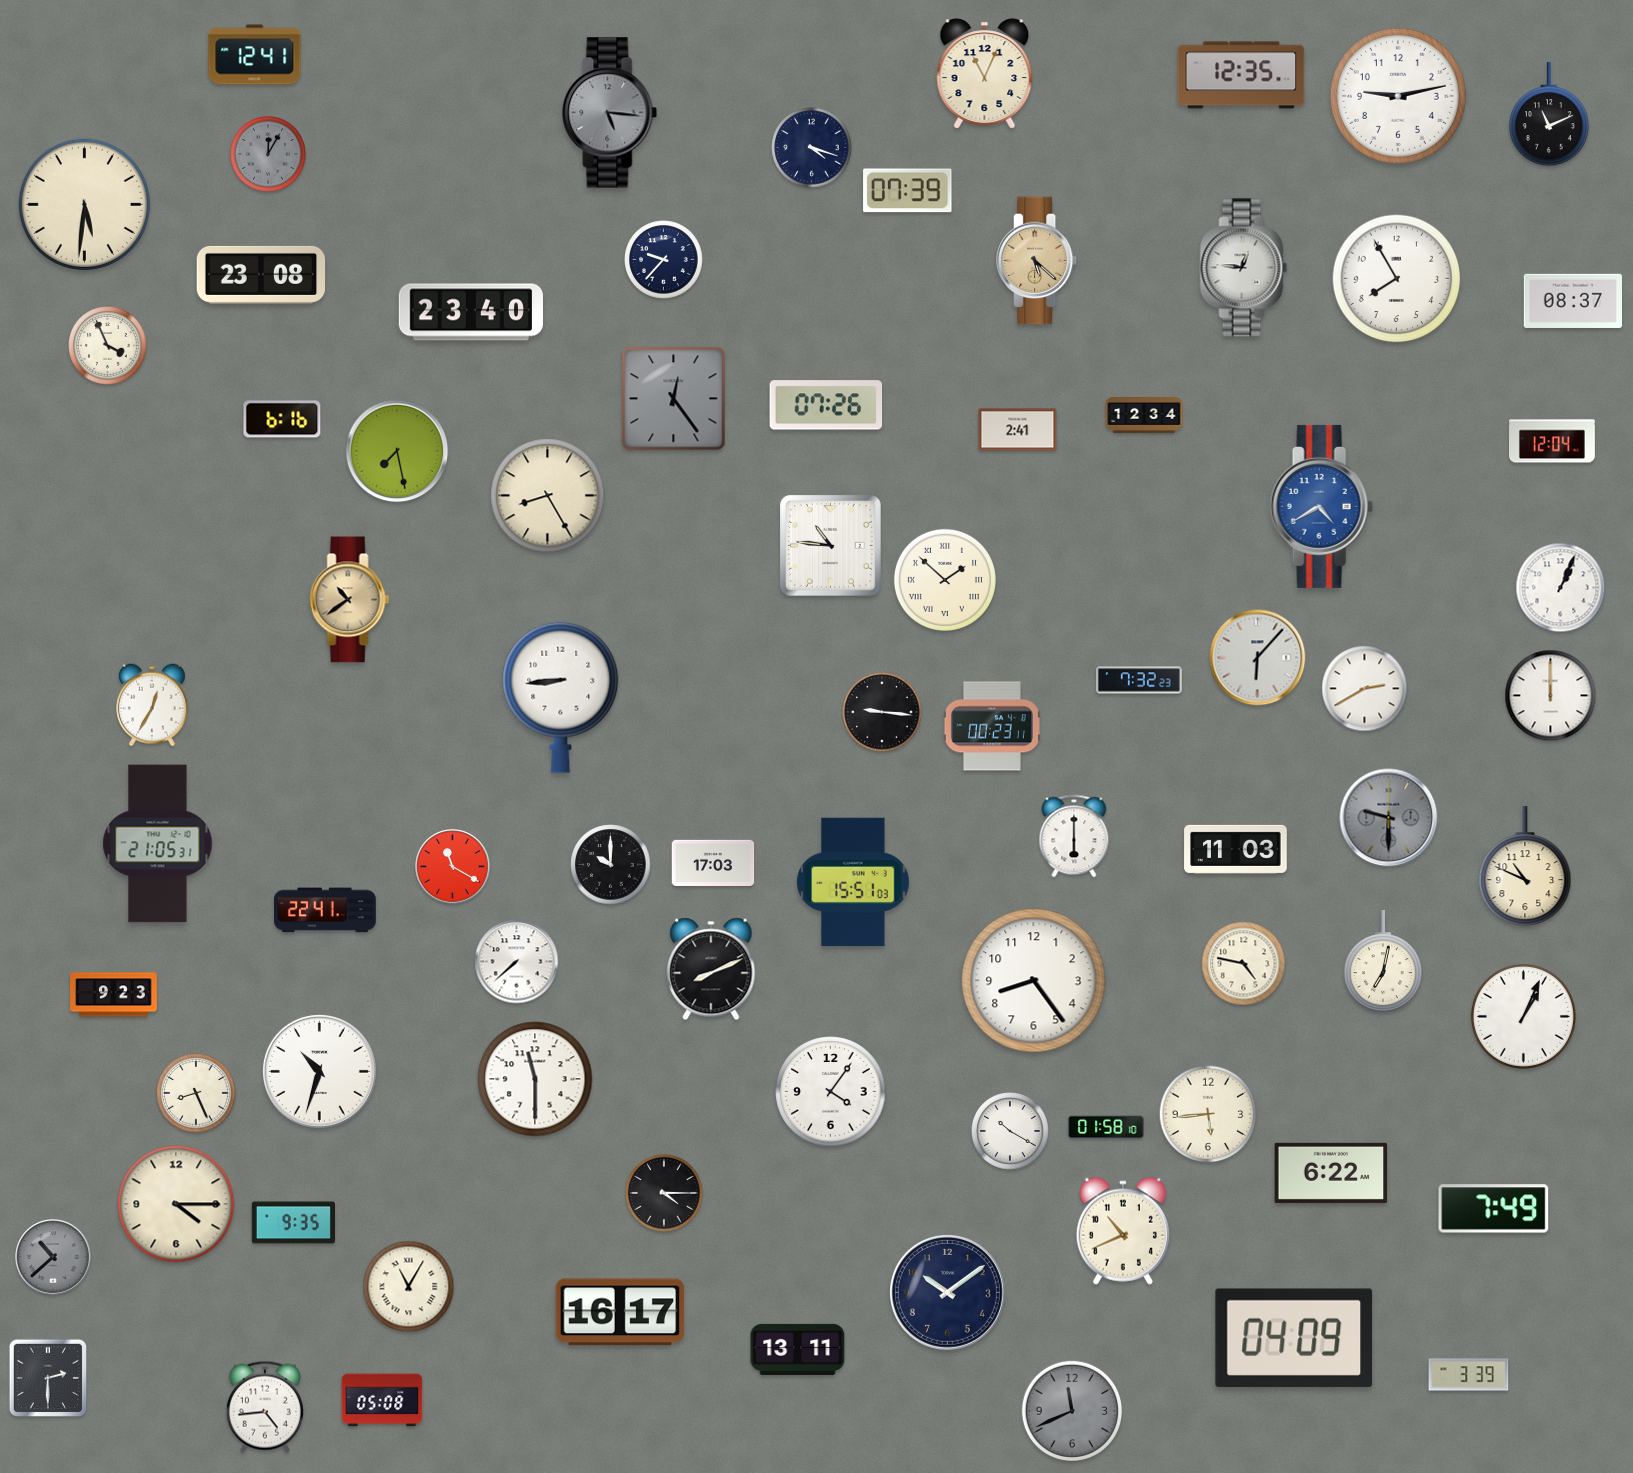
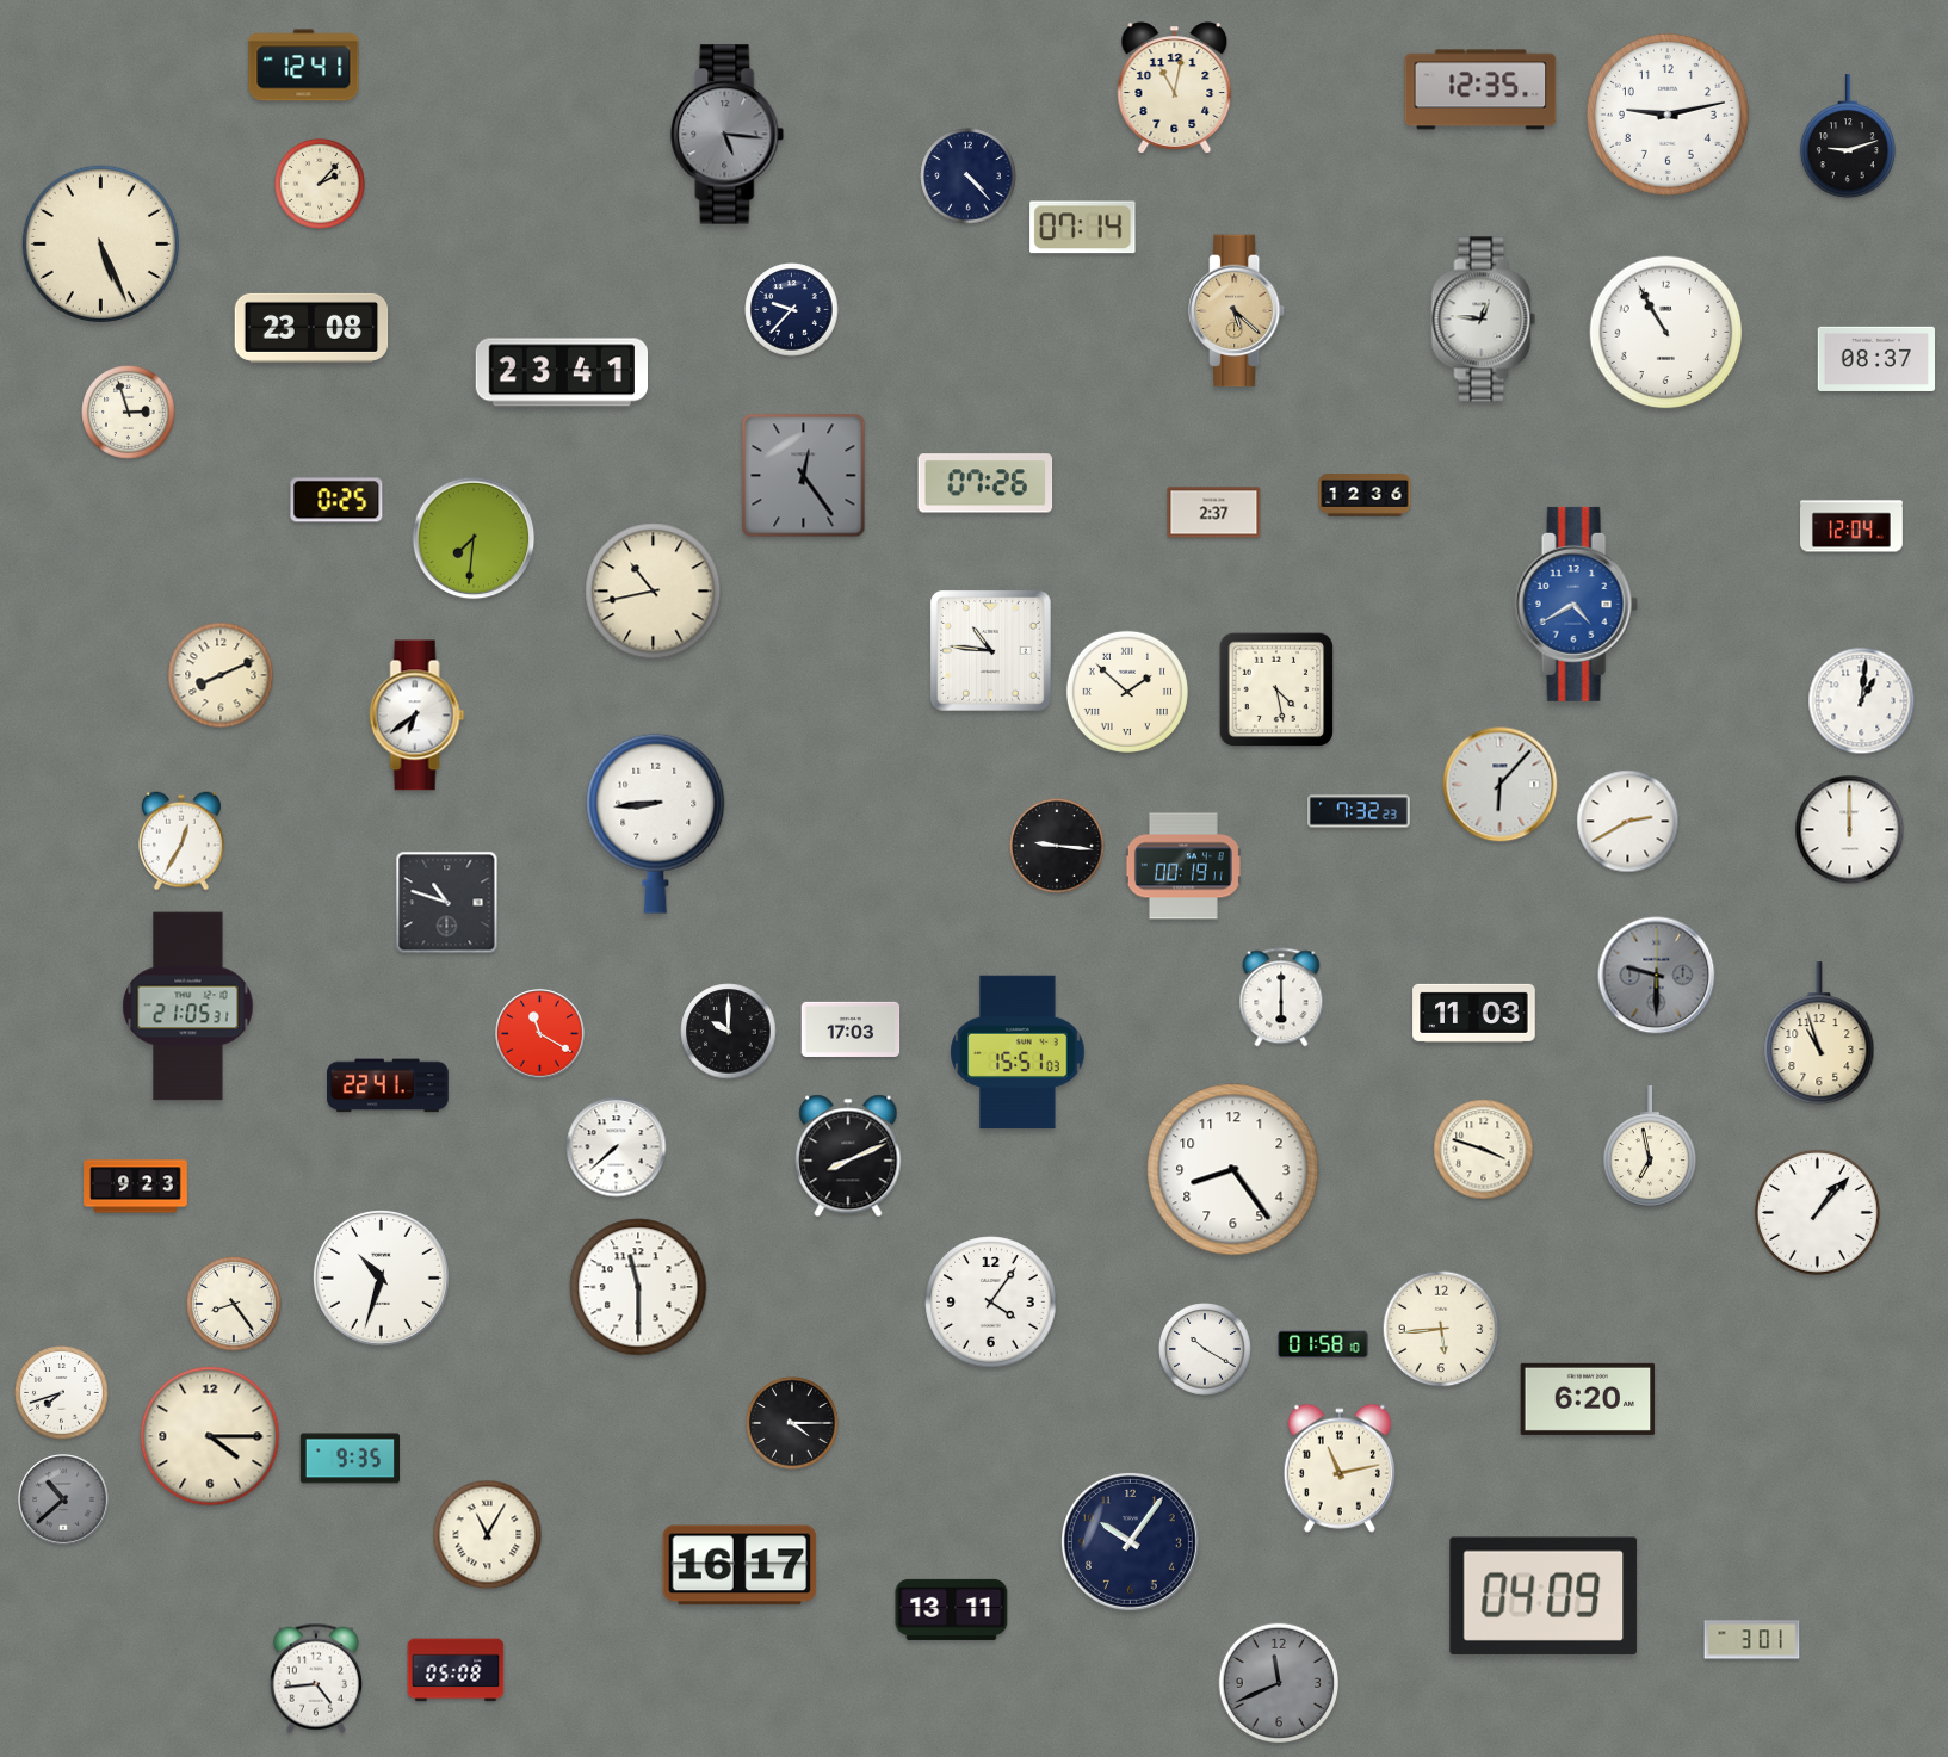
clock at (985, 74): 11:04 -> 11:02
clock at (1549, 115): 11:11 -> 9:12
clock at (812, 148): 4:18 -> 4:23
clock at (268, 154): 12:05 -> 2:07
clock at (268, 154) dial: grey -> cream
clock at (908, 191): 07:39 -> 07:14
clock at (84, 204): 5:31 -> 5:26
clock at (1397, 279): 7:55 -> 10:55
clock at (470, 312): 23:40 -> 23:41
clock at (108, 346): 3:56 -> 2:57
clock at (1144, 416): 12:34 -> 12:36
clock at (282, 419): 6:16 -> 0:25
clock at (1018, 430): 2:41 -> 2:37
clock at (397, 451): 7:28 -> 7:31
clock at (548, 496): 8:25 -> 10:43
clock at (221, 675): none -> 8:11
clock at (1275, 688): none -> 4:28
clock at (1561, 588): 1:04 -> 1:01
clock at (350, 600): 10:39 -> 6:39
clock at (350, 600) dial: champagne -> white
clock at (561, 697) position: (561, 697) -> (656, 823)
clock at (882, 712) position: (882, 712) -> (1057, 846)
clock at (992, 726): 00:23 -> 00:19
clock at (447, 903): none -> 10:48
clock at (1525, 867): 10:49 -> 10:57
clock at (1383, 962): 7:02 -> 6:58
clock at (1244, 964): 4:47 -> 3:48
clock at (1523, 1016): 1:04 -> 1:07
clock at (196, 1093): 8:26 -> 8:24
clock at (1106, 1127) position: (1106, 1127) -> (1323, 1344)
clock at (62, 1393): none -> 7:42
clock at (1331, 1173): 6:22 -> 6:20
clock at (1494, 1209): 7:49 -> none
clock at (1123, 1231): 10:41 -> 11:13
clock at (947, 1292): 10:09 -> 10:06
clock at (1469, 1375): 3:39 -> 3:01
clock at (47, 1377): 2:30 -> none
